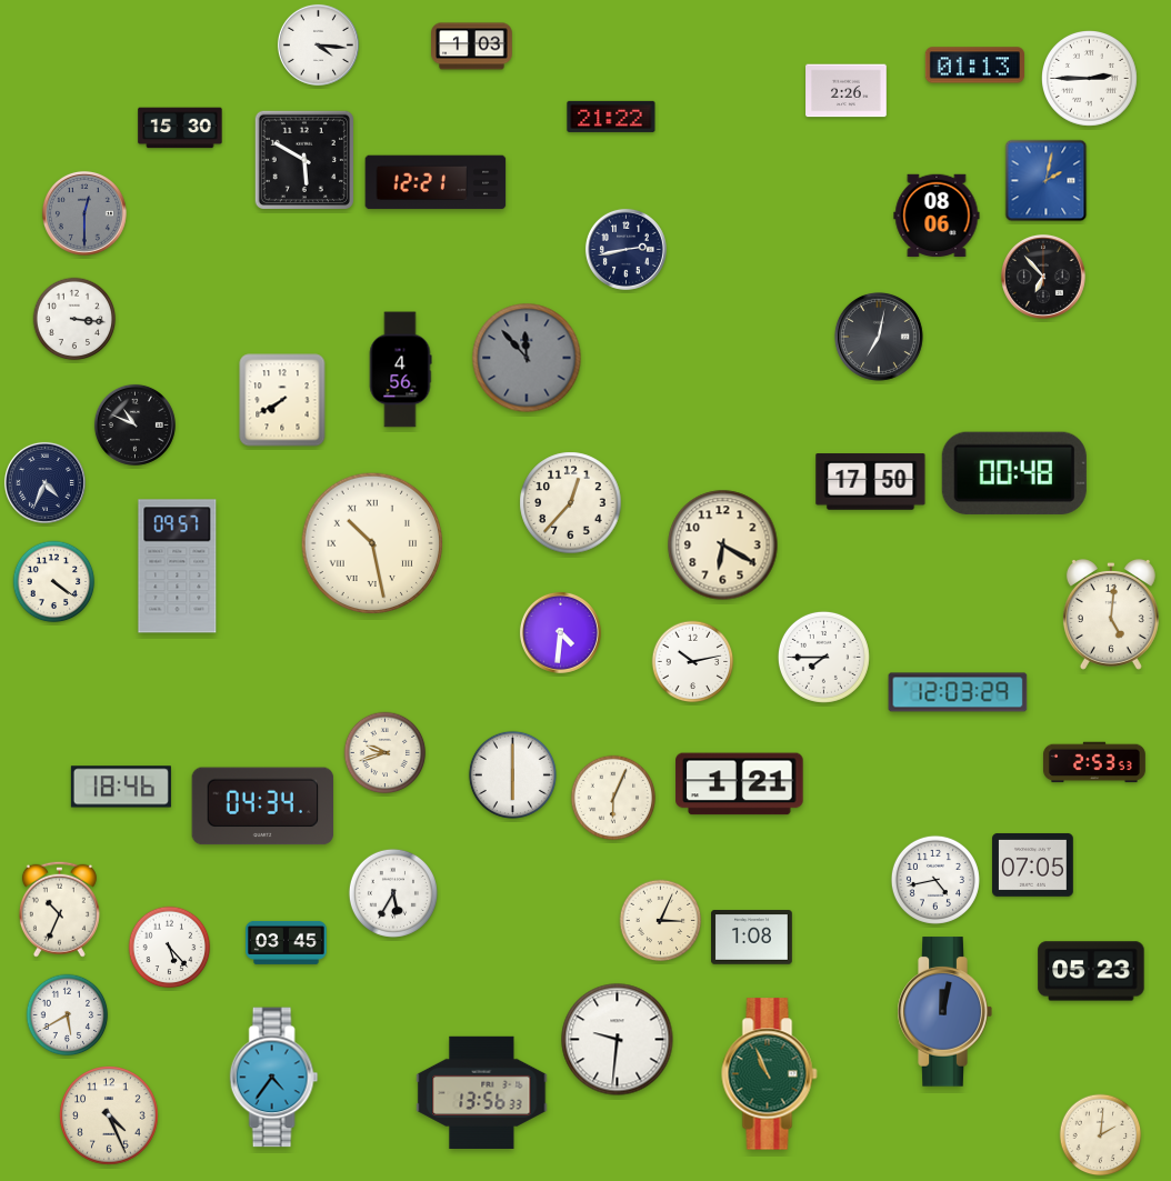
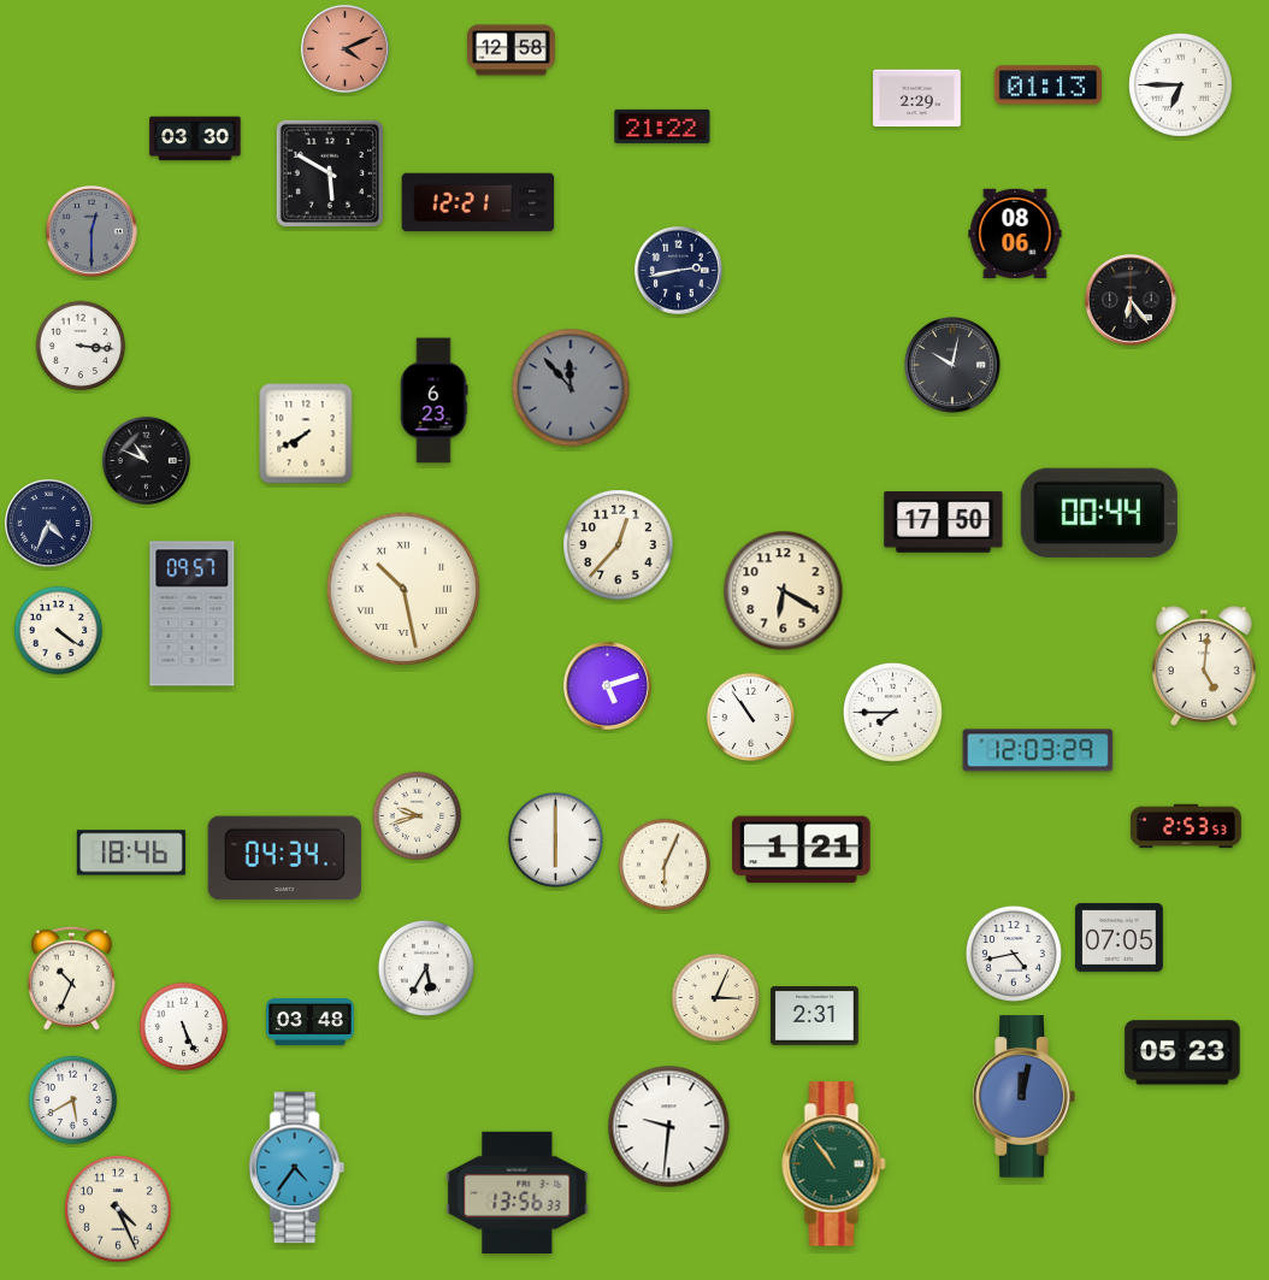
clock at (318, 44): 4:16 -> 4:11
clock at (318, 44) dial: white -> salmon
clock at (472, 47): 1:03 -> 12:58
clock at (974, 66) position: (974, 66) -> (1047, 85)
clock at (1090, 79): 2:45 -> 6:45
clock at (847, 91): 2:26 -> 2:29
clock at (180, 128): 15:30 -> 03:30
clock at (1047, 181): 2:02 -> none
clock at (436, 182) position: (436, 182) -> (478, 202)
clock at (1043, 277): 6:53 -> 6:24
clock at (880, 338): 7:02 -> 10:02
clock at (400, 370): 4:56 -> 6:23
clock at (1014, 473): 00:48 -> 00:44
clock at (560, 632): 4:31 -> 5:12
clock at (693, 662): 10:13 -> 10:54
clock at (263, 807) position: (263, 807) -> (285, 859)
clock at (59, 909) position: (59, 909) -> (71, 978)
clock at (752, 938): 1:08 -> 2:31
clock at (287, 942): 03:45 -> 03:48
clock at (170, 948): 5:23 -> 5:26
clock at (770, 1074): 10:56 -> 10:54
clock at (482, 1092) position: (482, 1092) -> (518, 1192)
clock at (1101, 1135): 2:01 -> none
